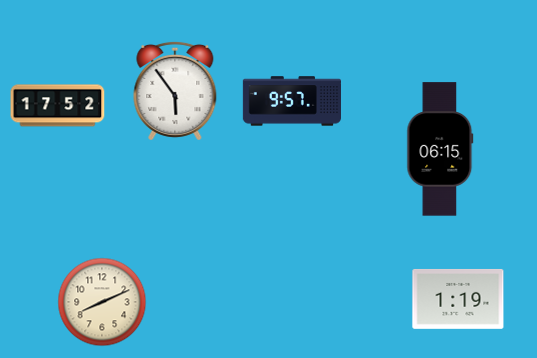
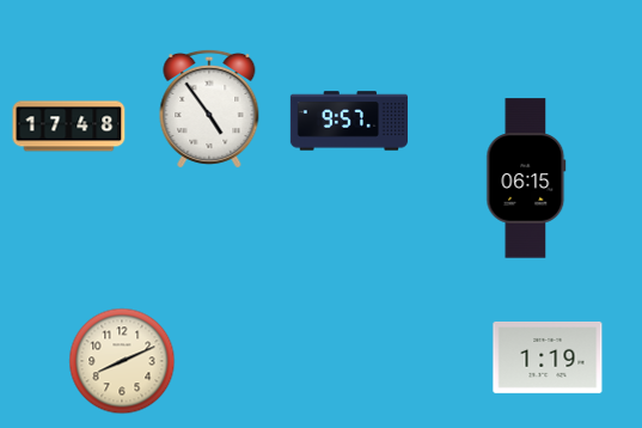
clock at (175, 91): 5:54 -> 4:54
clock at (58, 106): 17:52 -> 17:48
